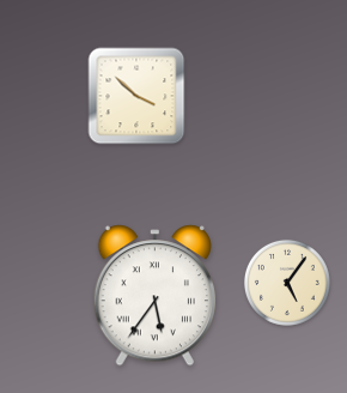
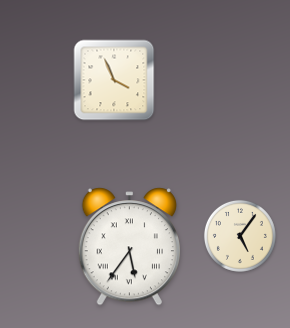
clock at (136, 96): 3:52 -> 3:56
